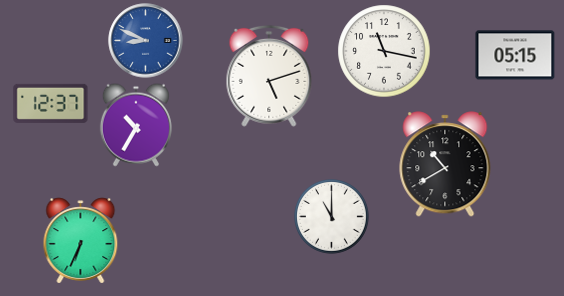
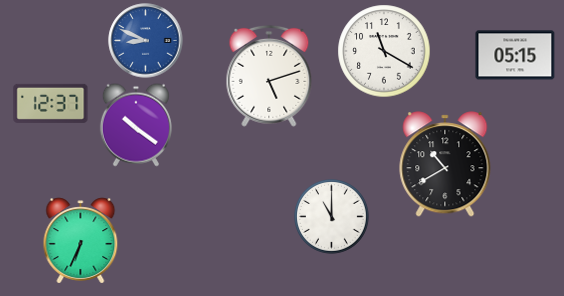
clock at (384, 51): 11:17 -> 11:20
clock at (136, 125): 10:35 -> 10:21
